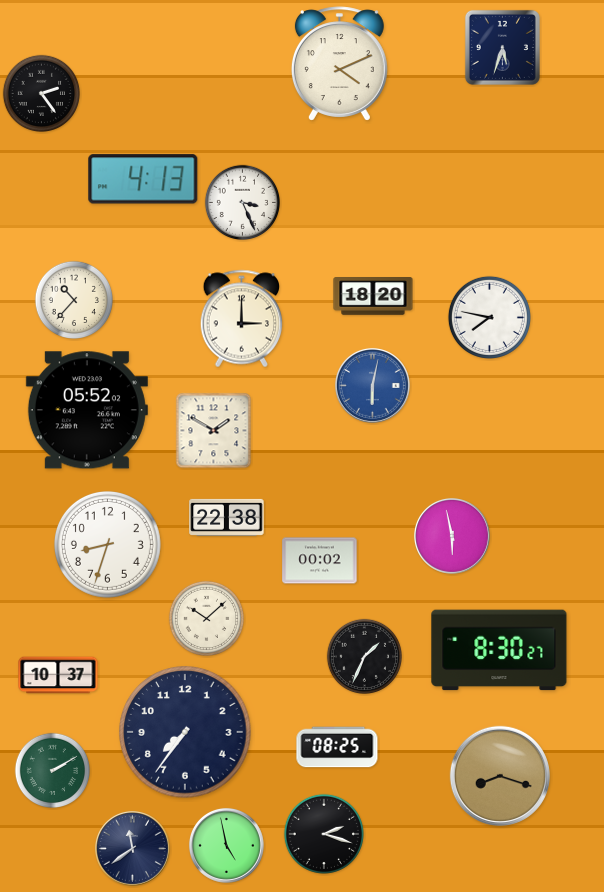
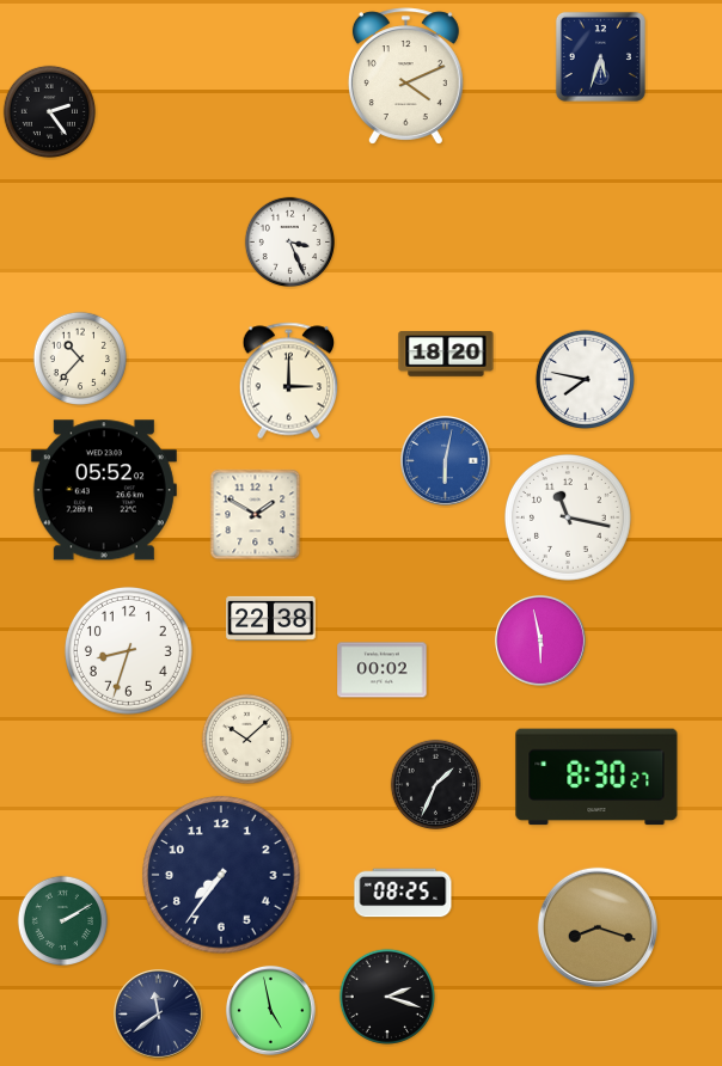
clock at (143, 179): 4:13 -> none
clock at (73, 299) position: (73, 299) -> (79, 357)
clock at (568, 517): none -> 11:17
clock at (58, 675): 10:37 -> none
